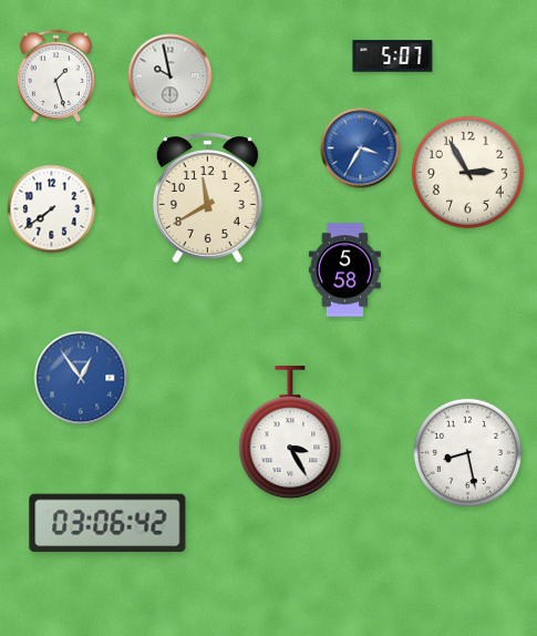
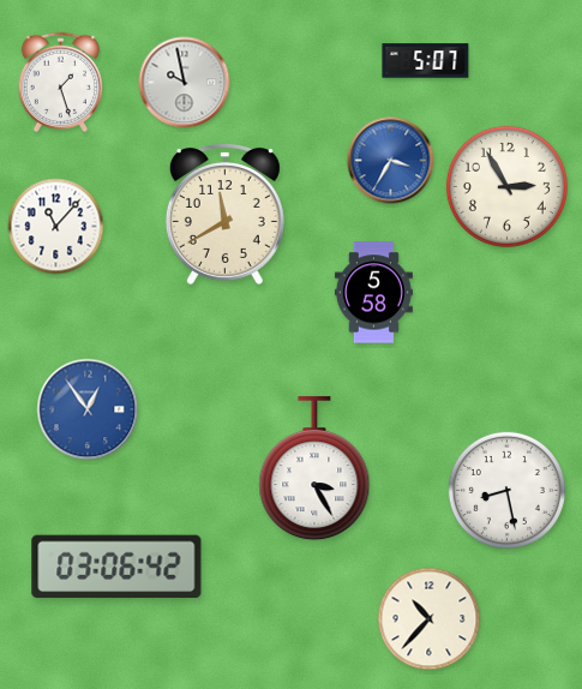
clock at (52, 209): 7:39 -> 11:07
clock at (430, 619): none -> 10:37
